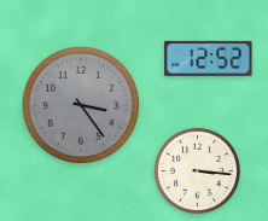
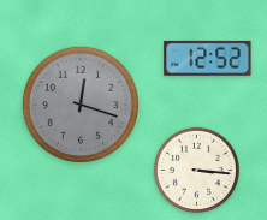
clock at (80, 104): 3:24 -> 12:18
